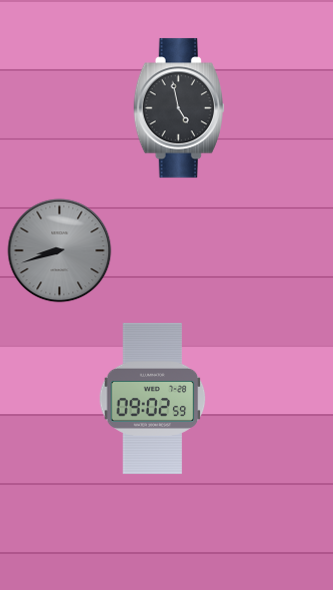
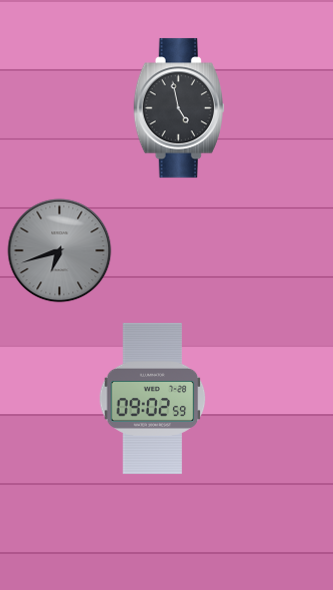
clock at (60, 251): 8:42 -> 6:42
